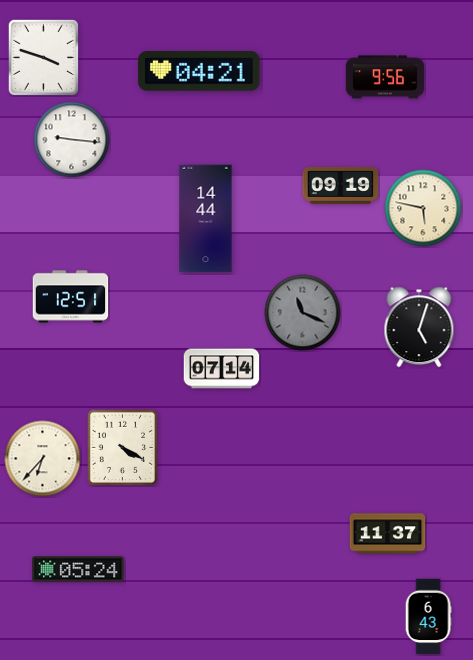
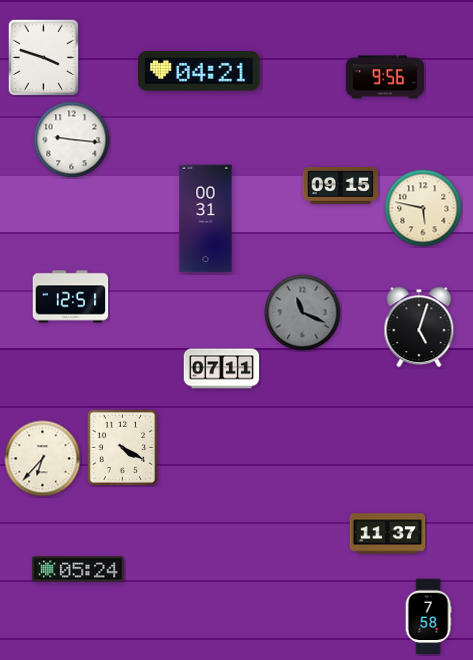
clock at (341, 185): 09:19 -> 09:15
clock at (206, 219): 14:44 -> 00:31
clock at (222, 369): 07:14 -> 07:11
clock at (428, 617): 6:43 -> 7:58
